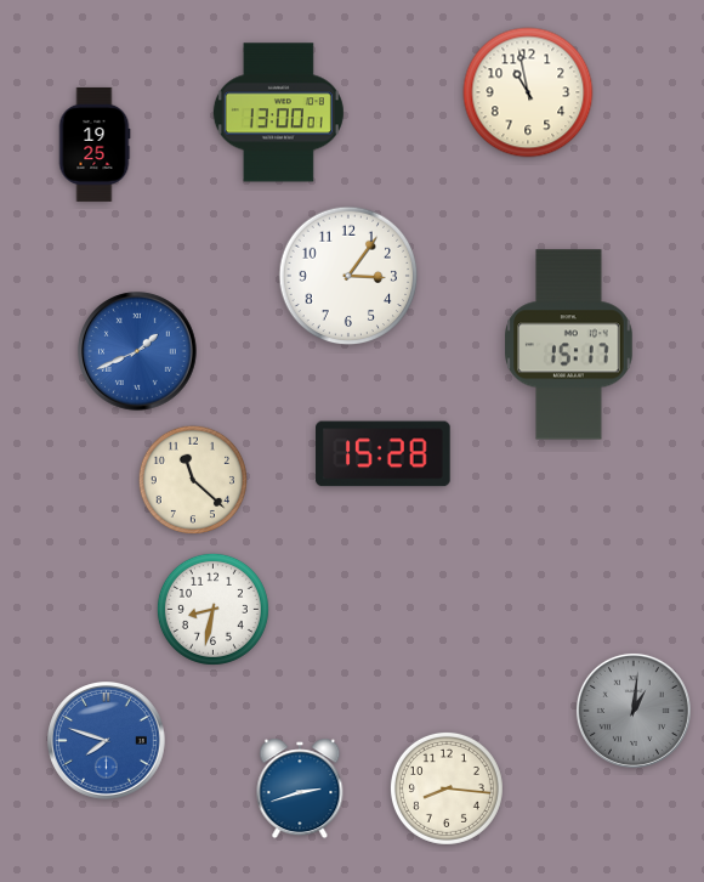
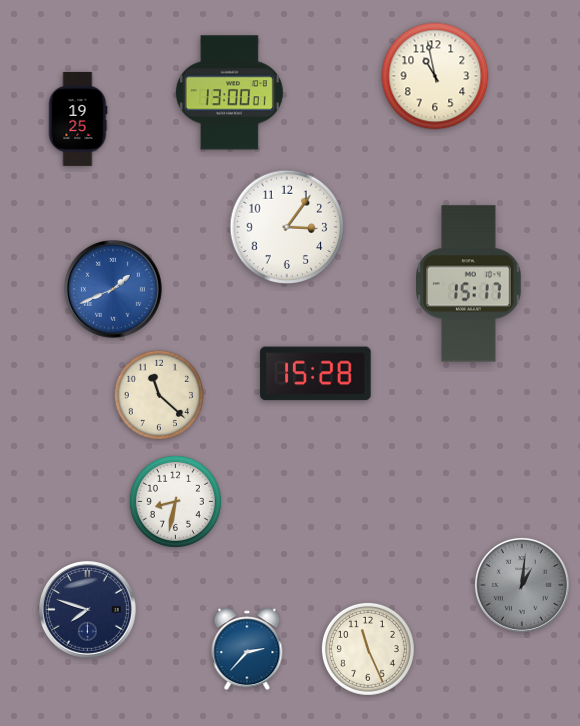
clock at (107, 741) dial: blue -> navy
clock at (300, 788): 2:42 -> 2:37
clock at (447, 788): 8:16 -> 11:26
